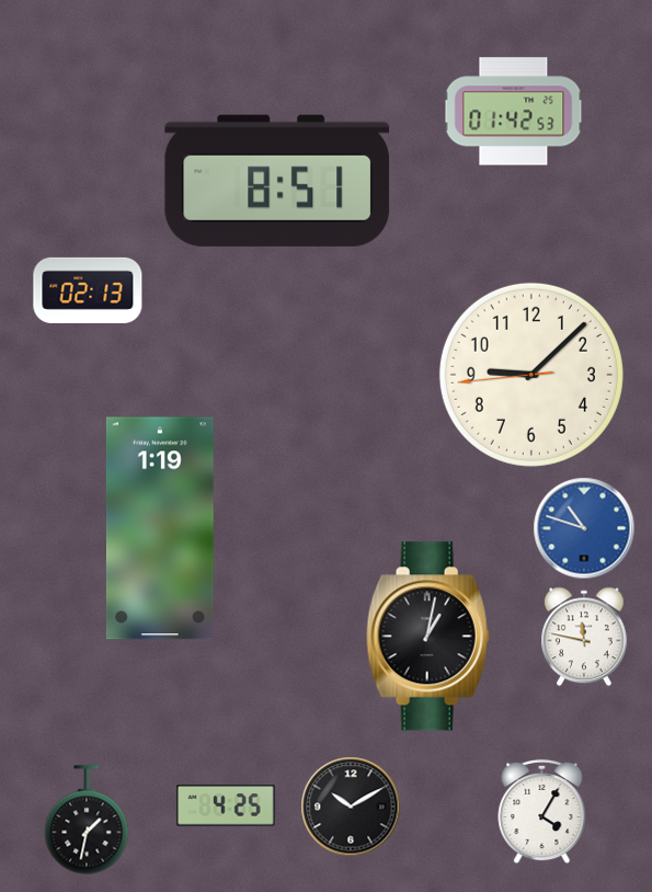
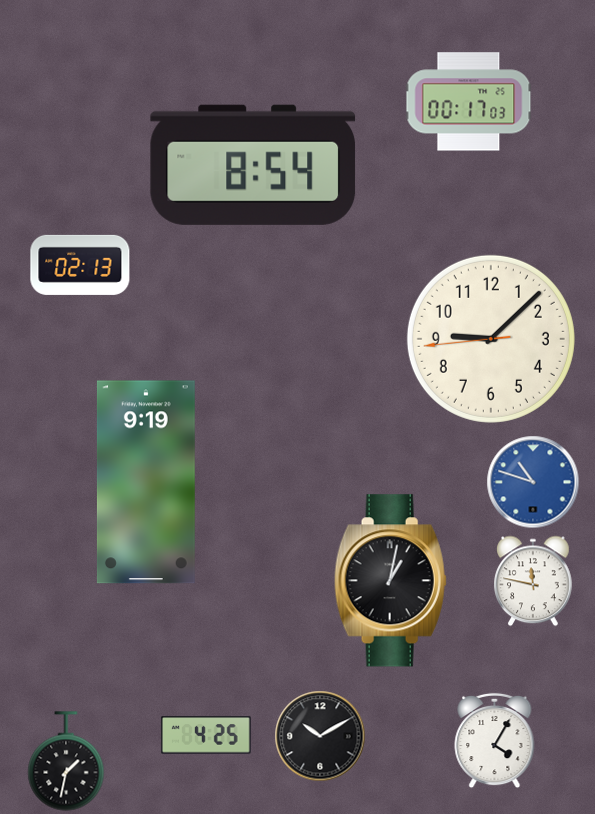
clock at (514, 112): 01:42 -> 00:17
clock at (277, 181): 8:51 -> 8:54
clock at (531, 375) position: (531, 375) -> (491, 339)
clock at (160, 528): 1:19 -> 9:19
clock at (87, 820) position: (87, 820) -> (66, 761)
